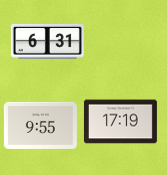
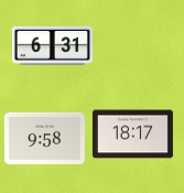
clock at (120, 122): 17:19 -> 18:17
clock at (40, 125): 9:55 -> 9:58
